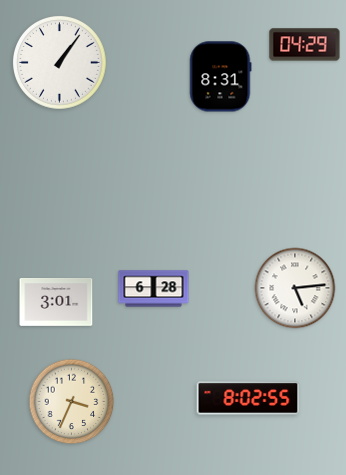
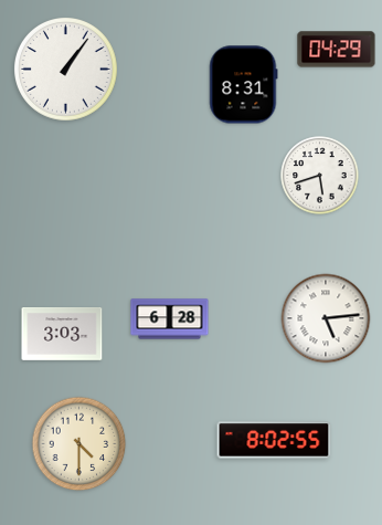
clock at (320, 176): none -> 5:42
clock at (56, 303): 3:01 -> 3:03
clock at (72, 402): 3:34 -> 4:30
